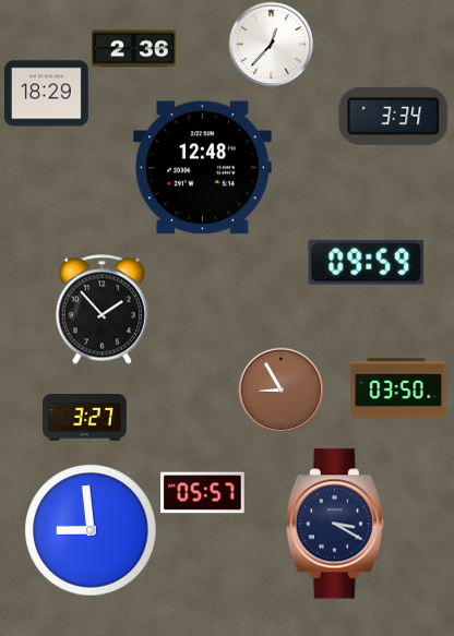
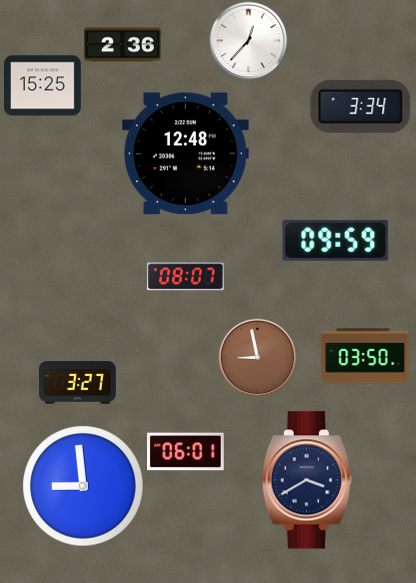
clock at (47, 94): 18:29 -> 15:25
clock at (185, 277): none -> 08:07
clock at (101, 310): 1:53 -> none
clock at (280, 389): 8:55 -> 8:58
clock at (203, 493): 05:57 -> 06:01
clock at (335, 524): 3:20 -> 3:40
